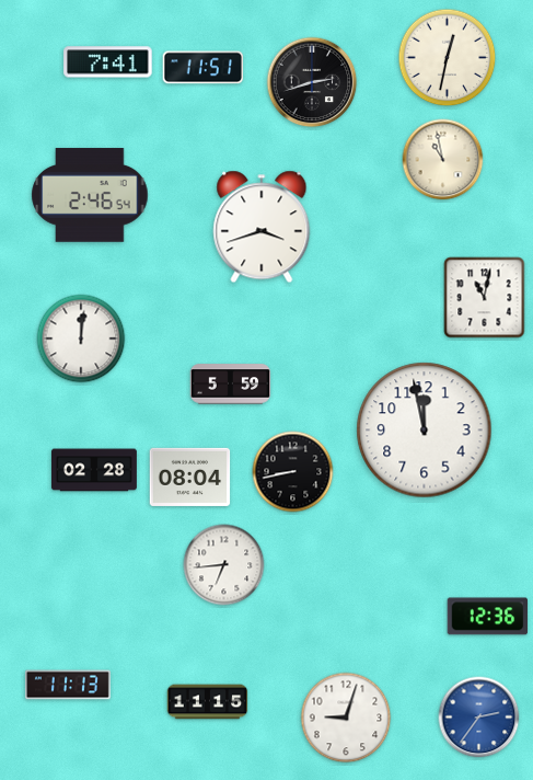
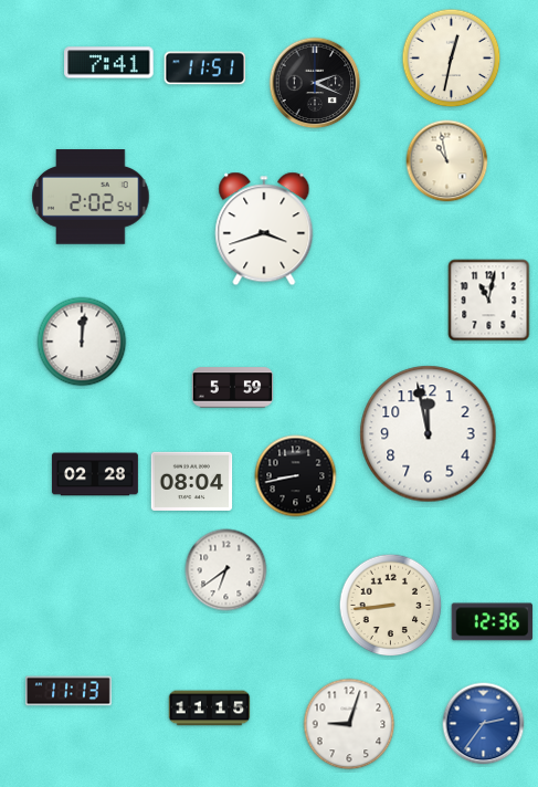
clock at (312, 82): 2:42 -> 2:19
clock at (90, 195): 2:46 -> 2:02
clock at (224, 565): 6:44 -> 6:39
clock at (391, 606): none -> 8:44
